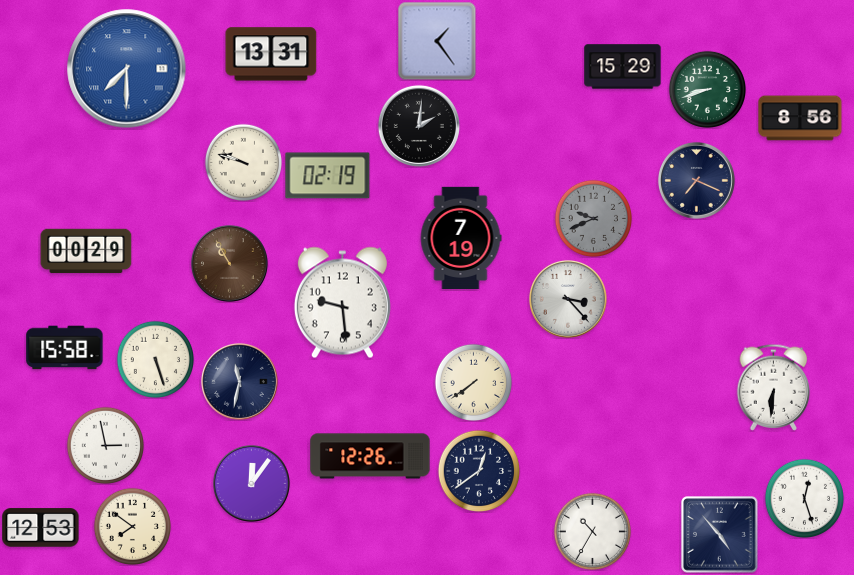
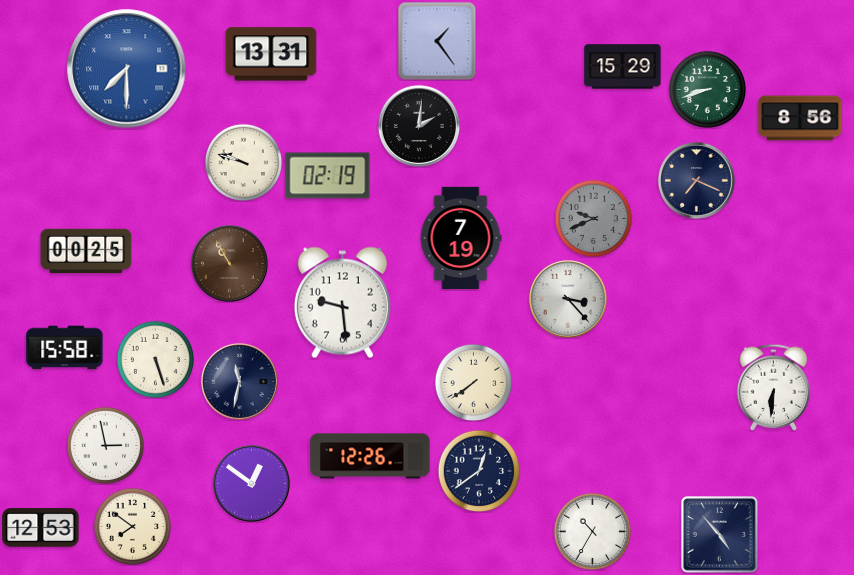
clock at (86, 251): 00:29 -> 00:25
clock at (251, 483): 12:06 -> 12:51
clock at (804, 498): 12:27 -> none
